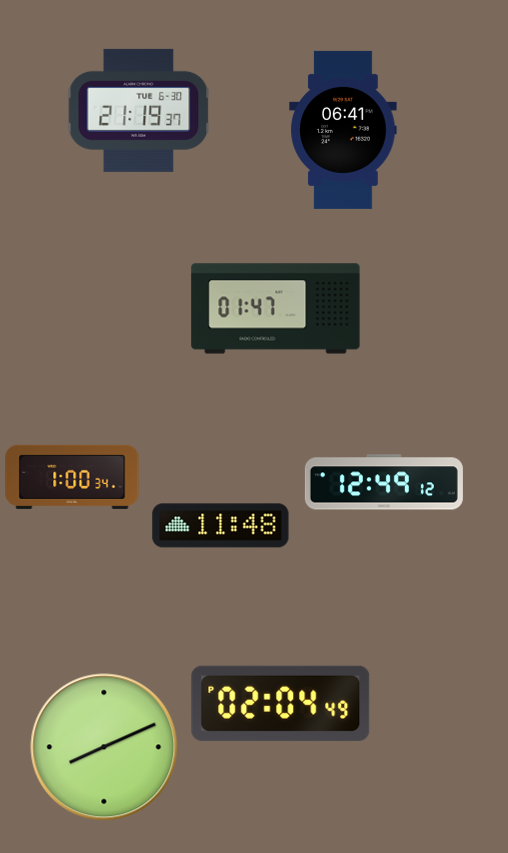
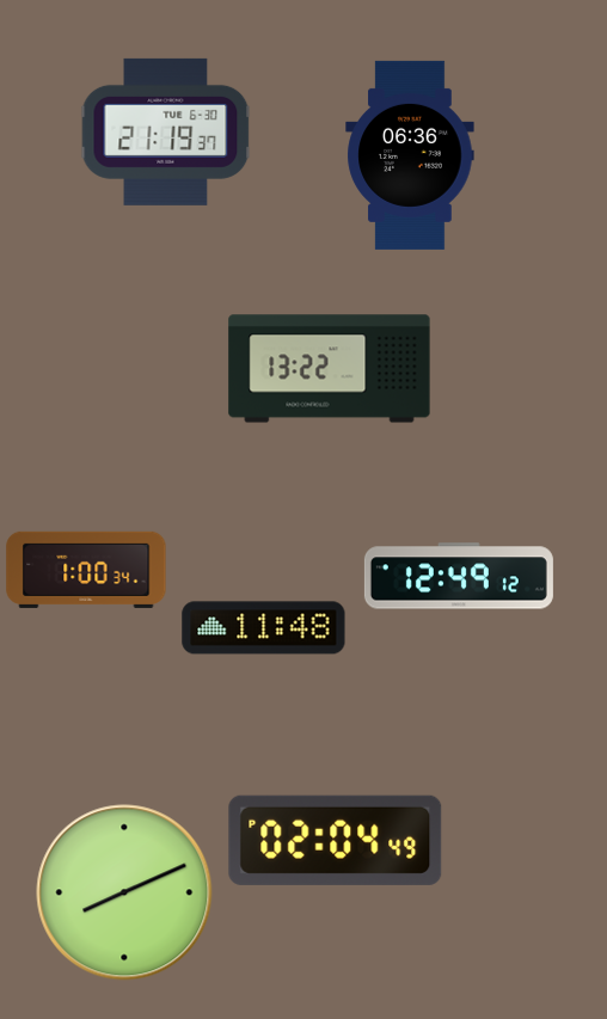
clock at (343, 130): 06:41 -> 06:36
clock at (276, 309): 01:47 -> 13:22
